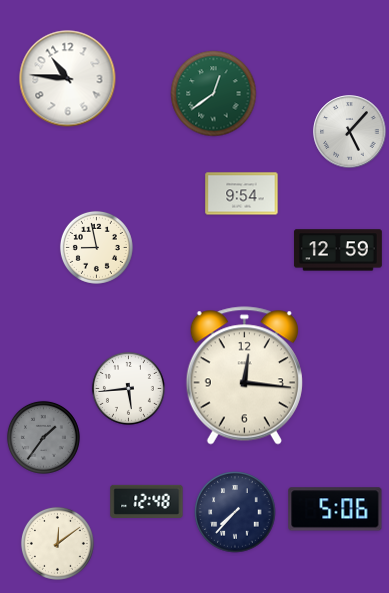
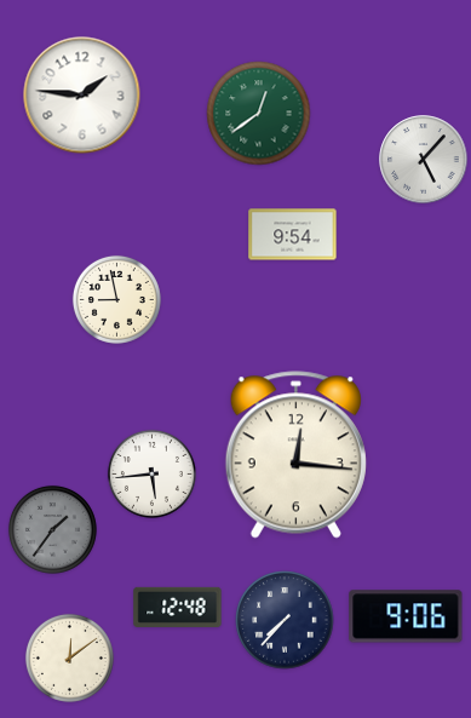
clock at (68, 79): 10:46 -> 1:46
clock at (338, 250): 12:59 -> none
clock at (128, 388) position: (128, 388) -> (151, 473)
clock at (335, 509): 5:06 -> 9:06
